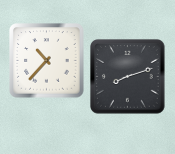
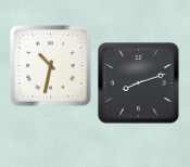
clock at (47, 61): 10:37 -> 10:32
